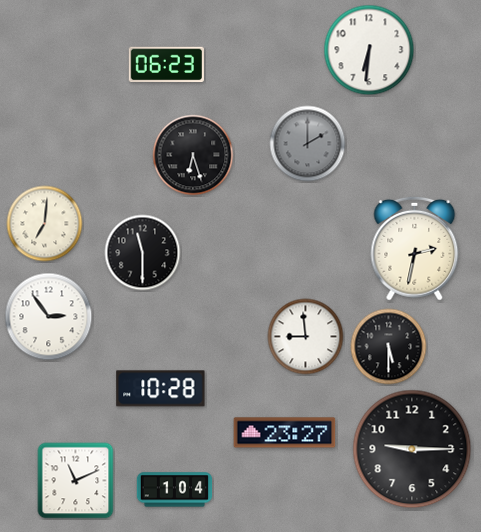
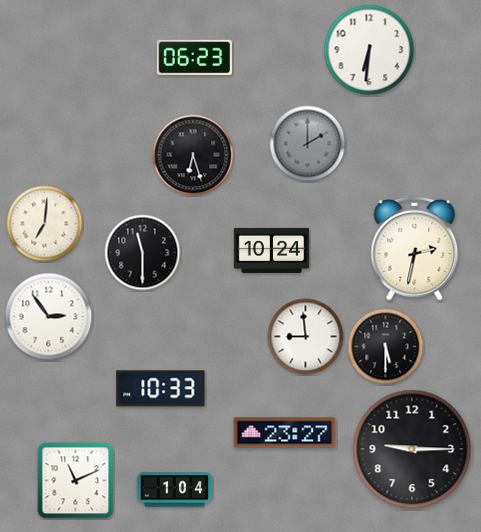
clock at (166, 65) position: (166, 65) -> (194, 58)
clock at (272, 250): none -> 10:24
clock at (389, 347) position: (389, 347) -> (386, 347)
clock at (161, 389): 10:28 -> 10:33
